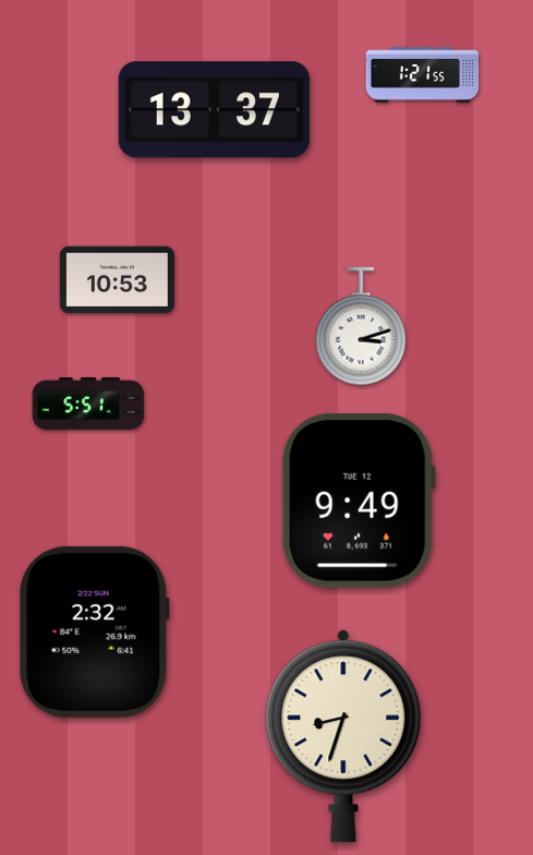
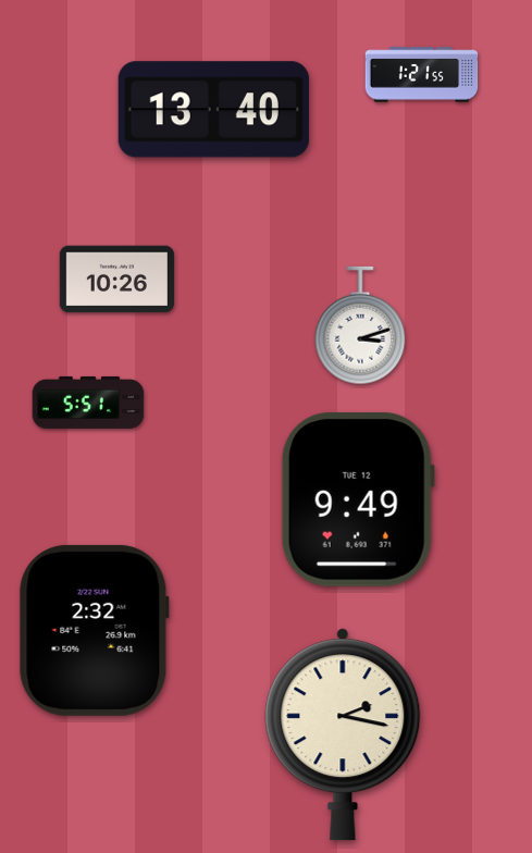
clock at (214, 110): 13:37 -> 13:40
clock at (117, 280): 10:53 -> 10:26
clock at (343, 736): 8:33 -> 2:17
